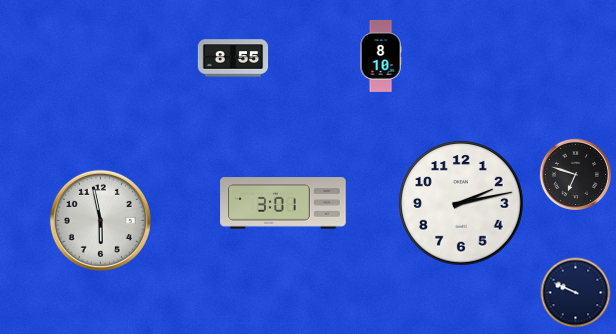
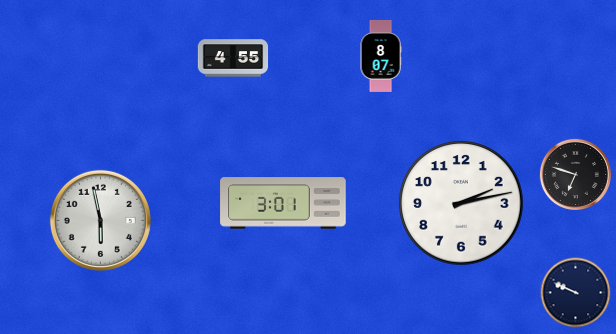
clock at (381, 56): 8:10 -> 8:07
clock at (233, 58): 8:55 -> 4:55
